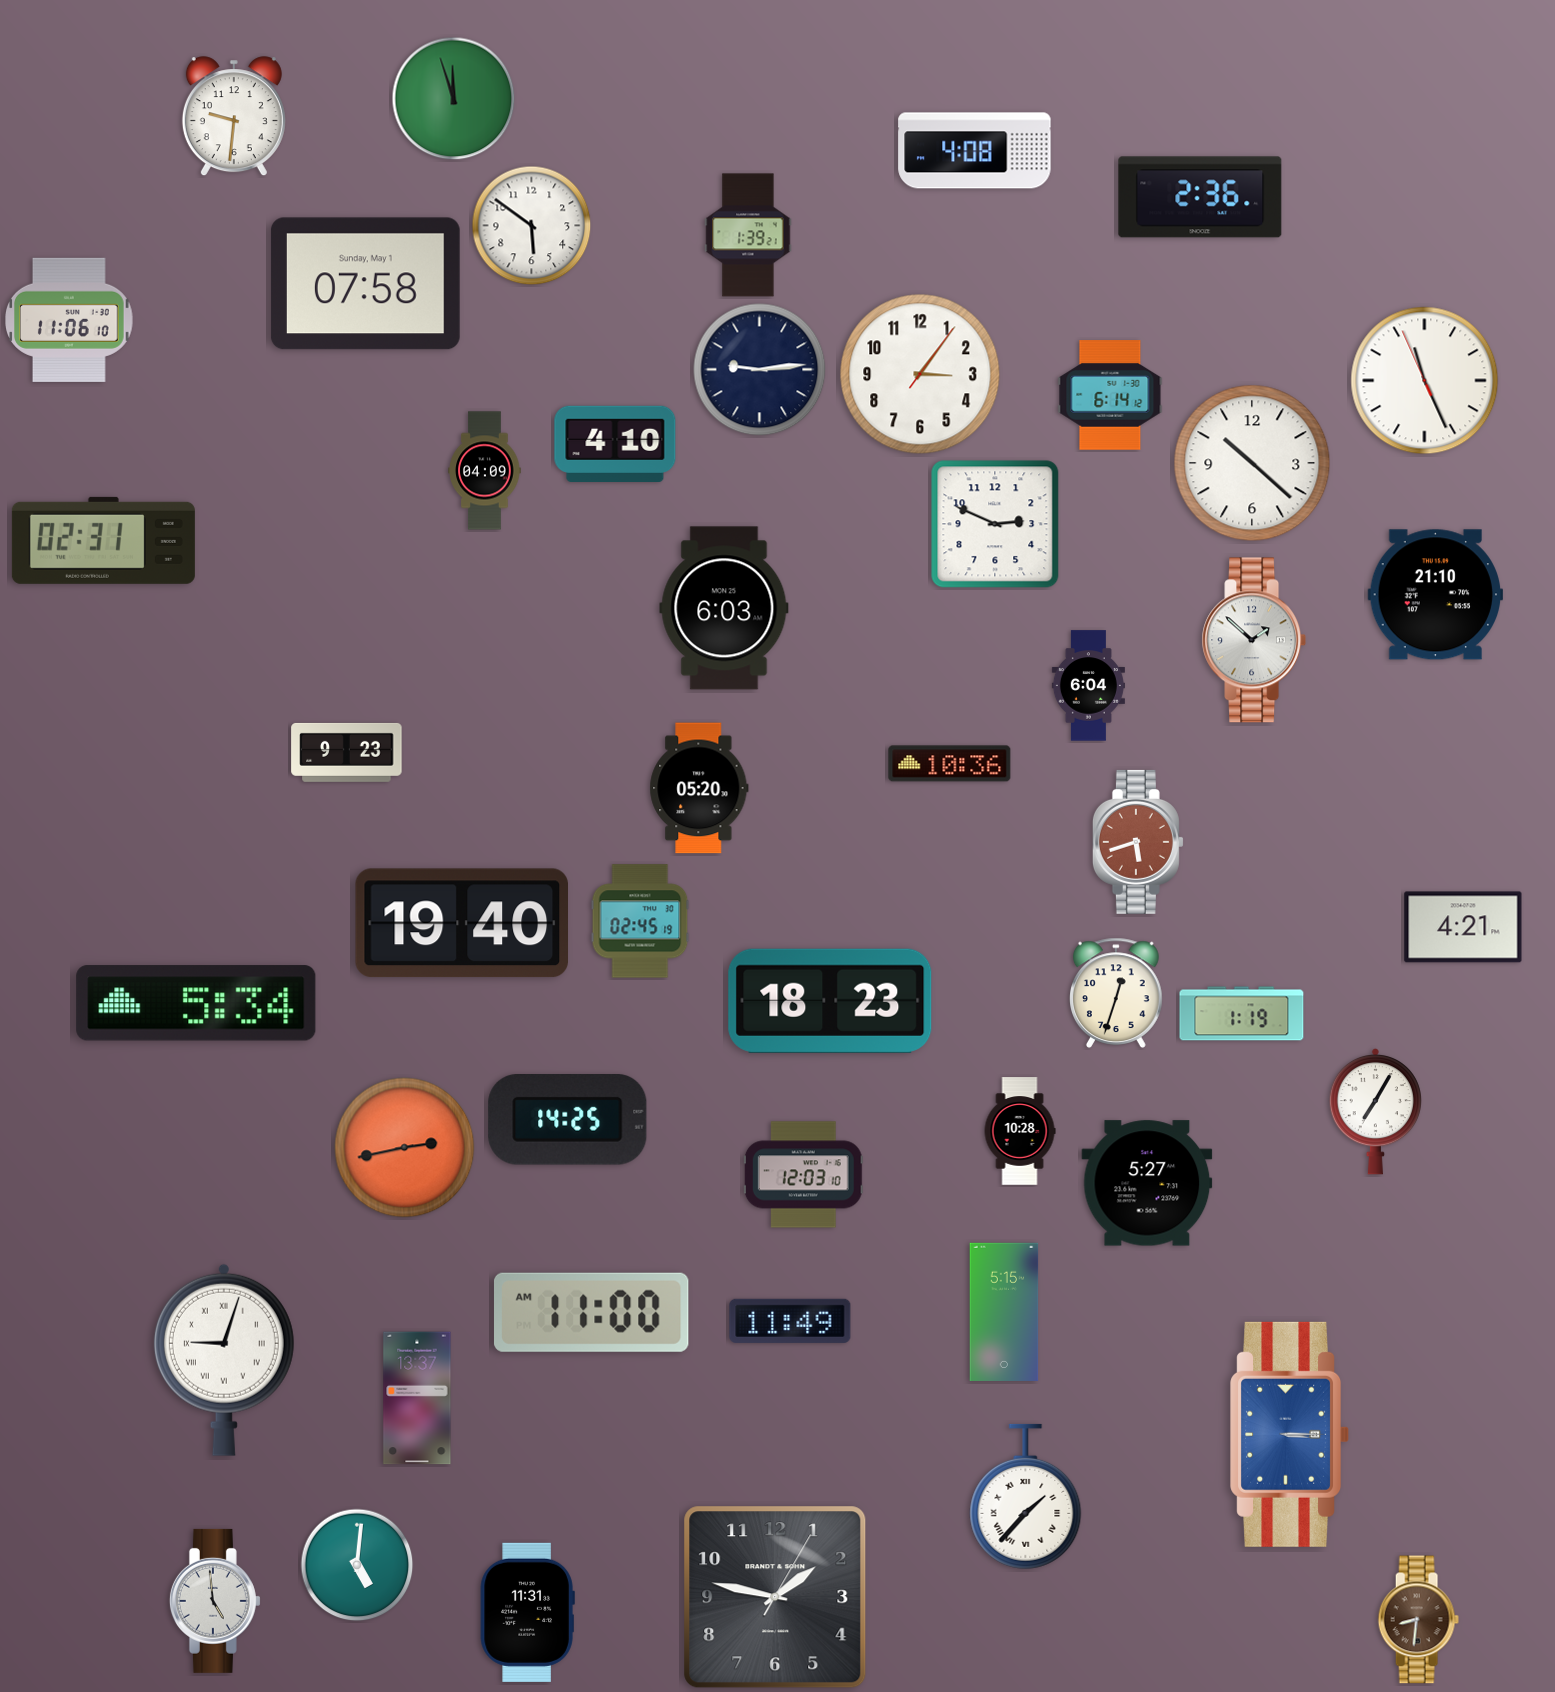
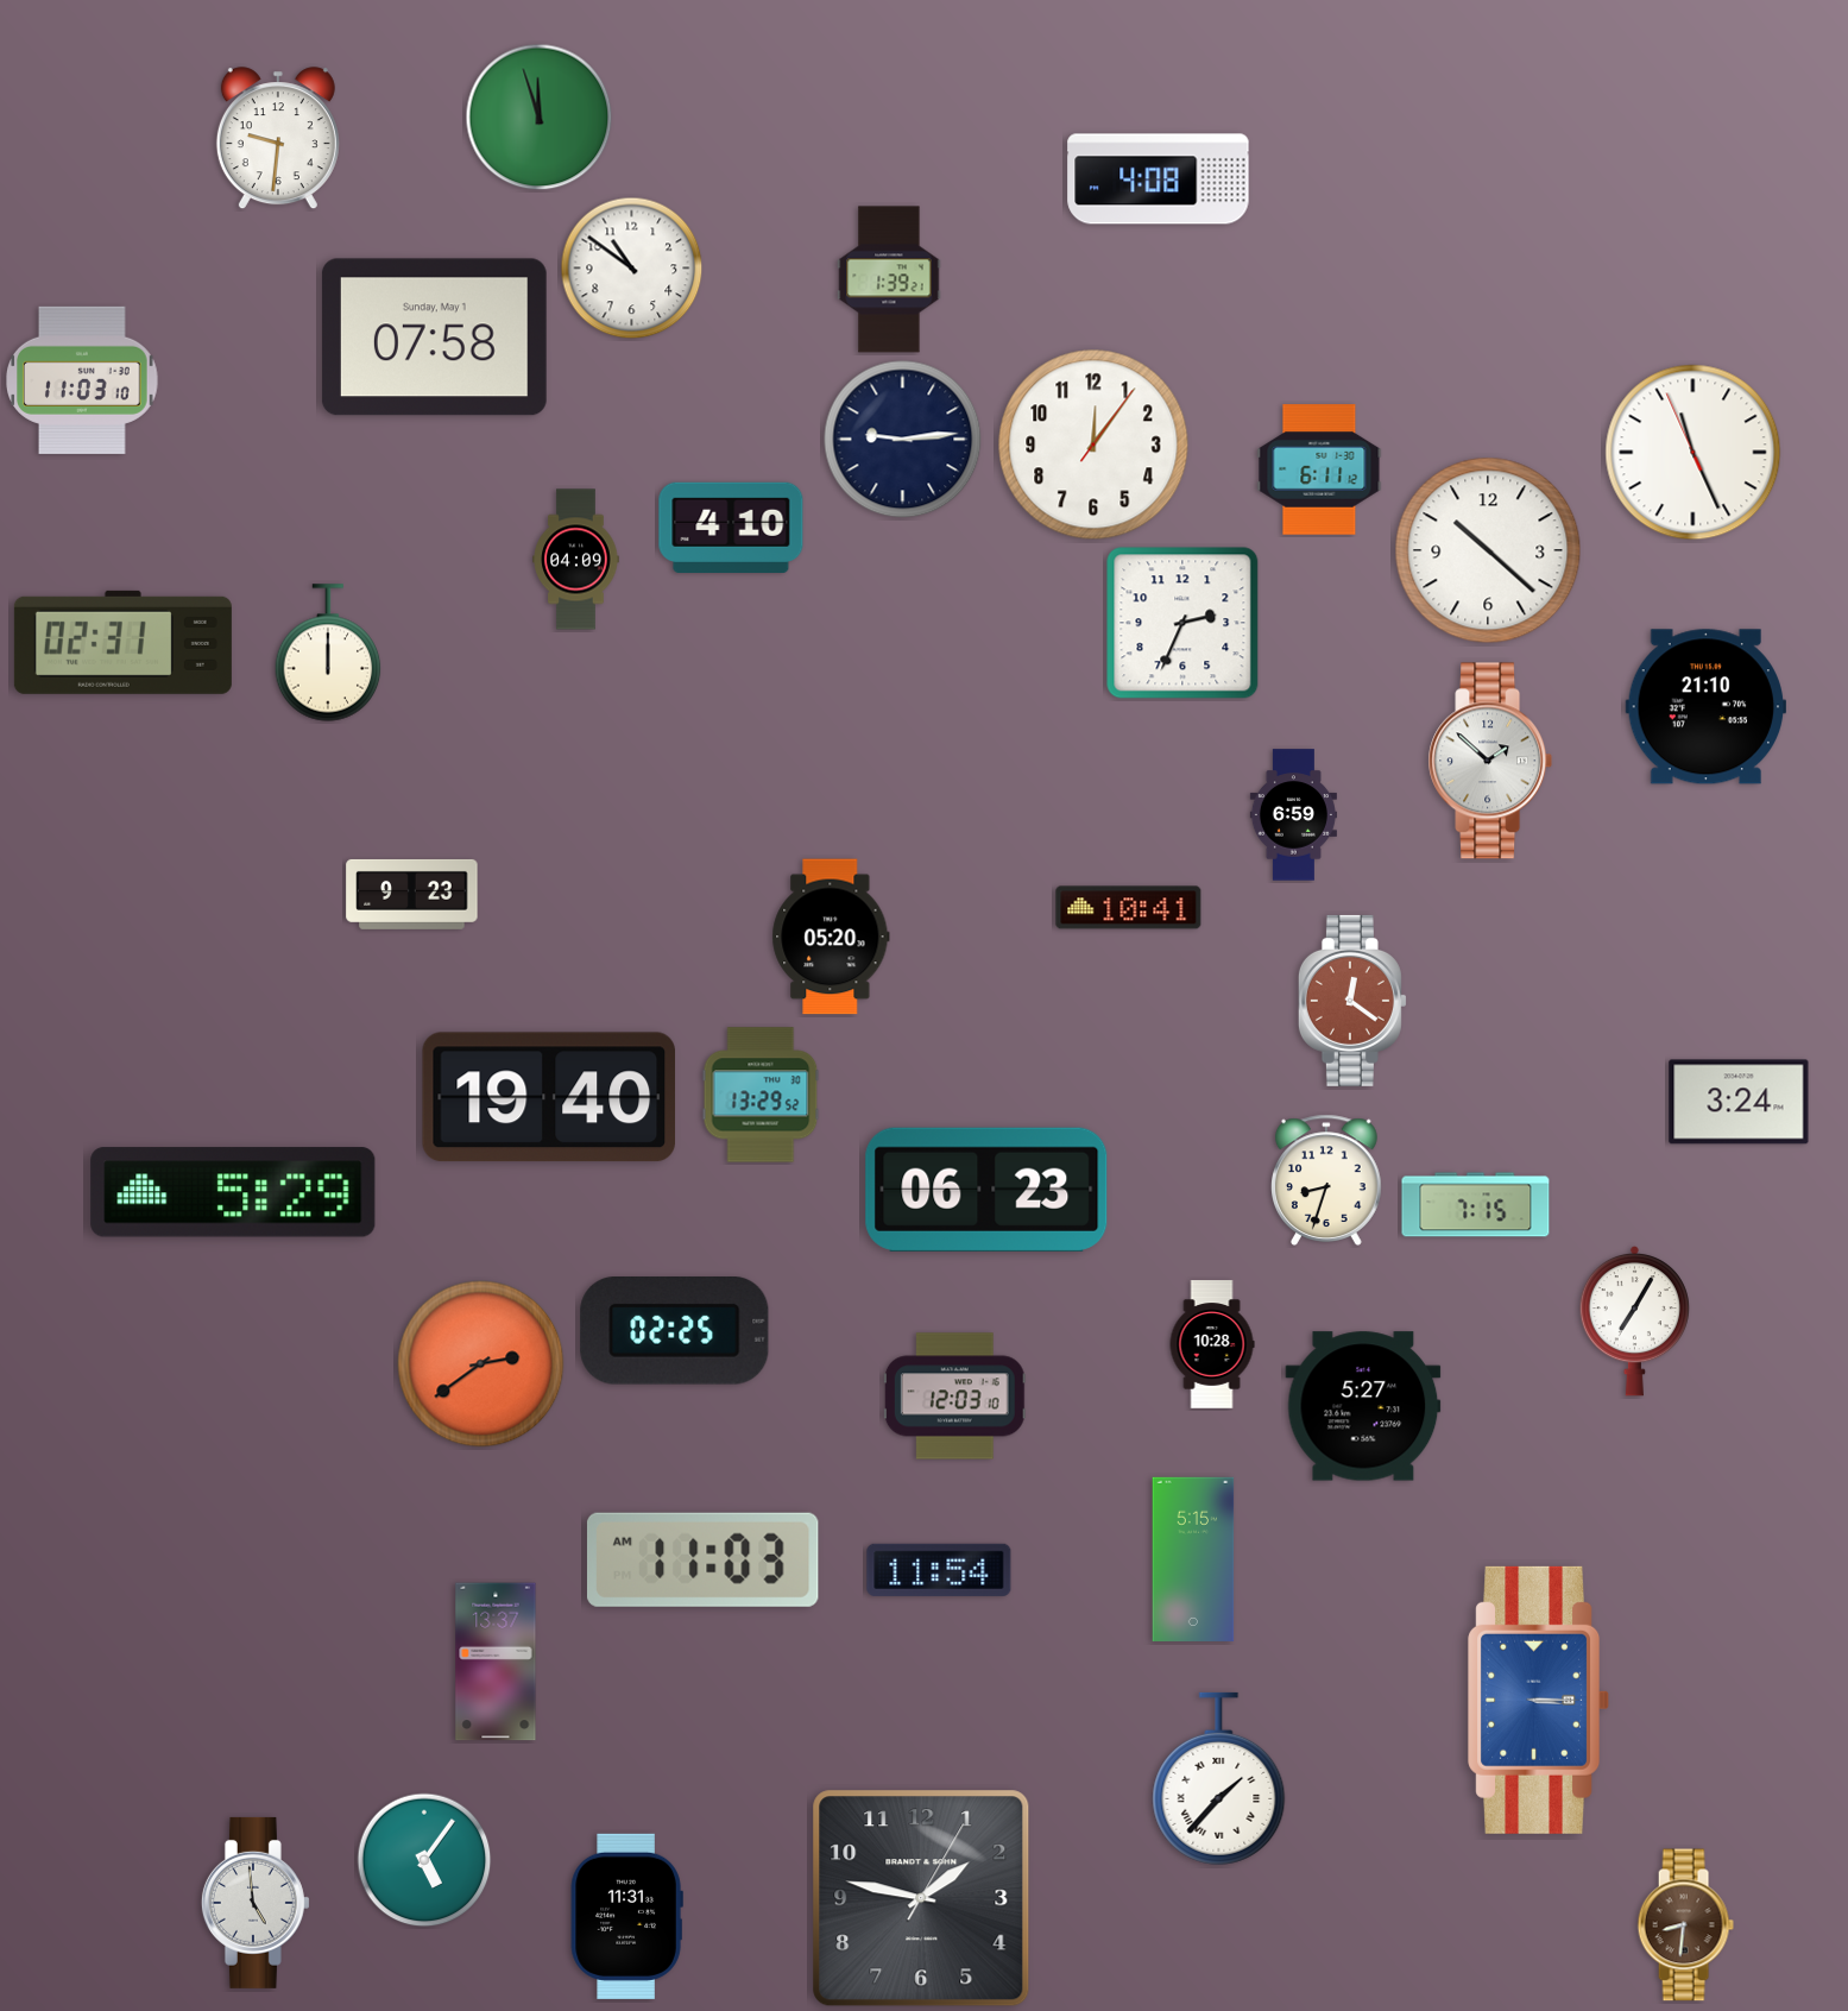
clock at (1200, 197): 2:36 -> none
clock at (532, 226): 5:51 -> 10:51
clock at (70, 320): 11:06 -> 11:03
clock at (920, 374): 3:06 -> 12:06
clock at (1110, 395): 6:14 -> 6:11
clock at (995, 524): 2:49 -> 2:34
clock at (328, 653): none -> 12:00
clock at (724, 608): 6:03 -> none
clock at (1088, 686): 6:04 -> 6:59
clock at (950, 764): 10:36 -> 10:41
clock at (1138, 842): 5:42 -> 12:21
clock at (640, 921): 02:45 -> 13:29
clock at (1463, 927): 4:21 -> 3:24
clock at (1117, 993): 12:33 -> 8:33
clock at (830, 1001): 18:23 -> 06:23
clock at (196, 1003): 5:34 -> 5:29
clock at (1242, 1014): 1:19 -> 7:15
clock at (568, 1120): 14:25 -> 02:25
clock at (405, 1148): 2:43 -> 2:39
clock at (591, 1312): 11:00 -> 11:03
clock at (790, 1321): 11:49 -> 11:54
clock at (224, 1360): 9:03 -> none
clock at (1290, 1434) position: (1290, 1434) -> (1539, 1700)
clock at (357, 1565): 5:01 -> 5:06
